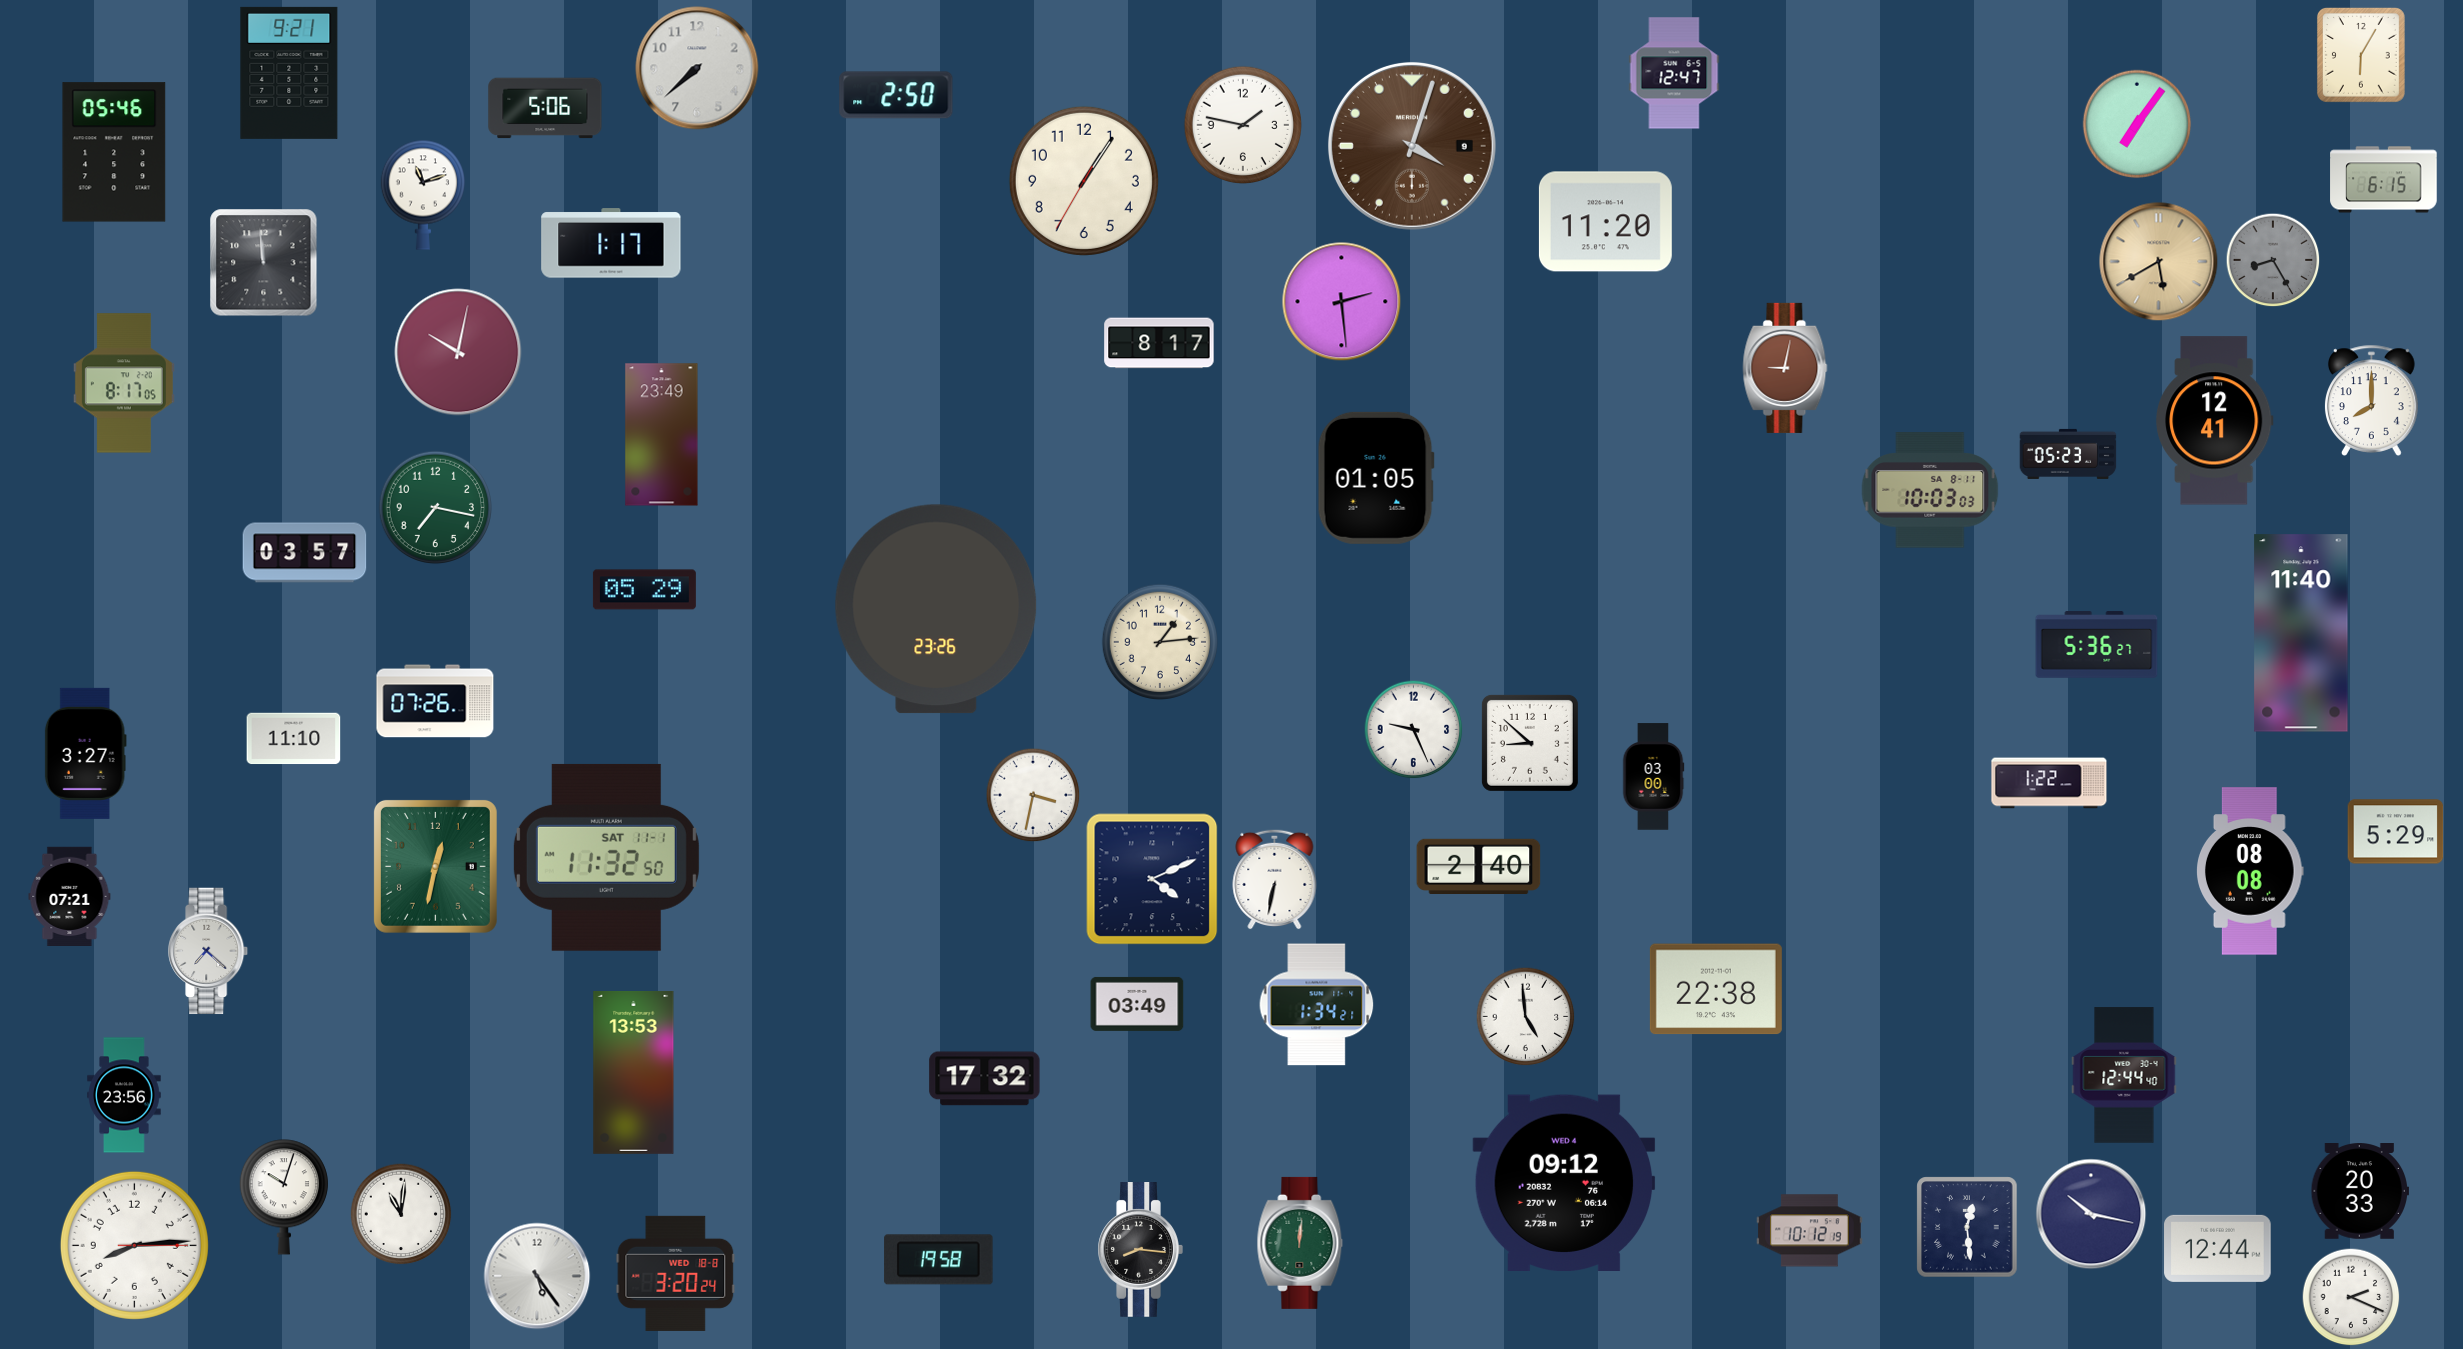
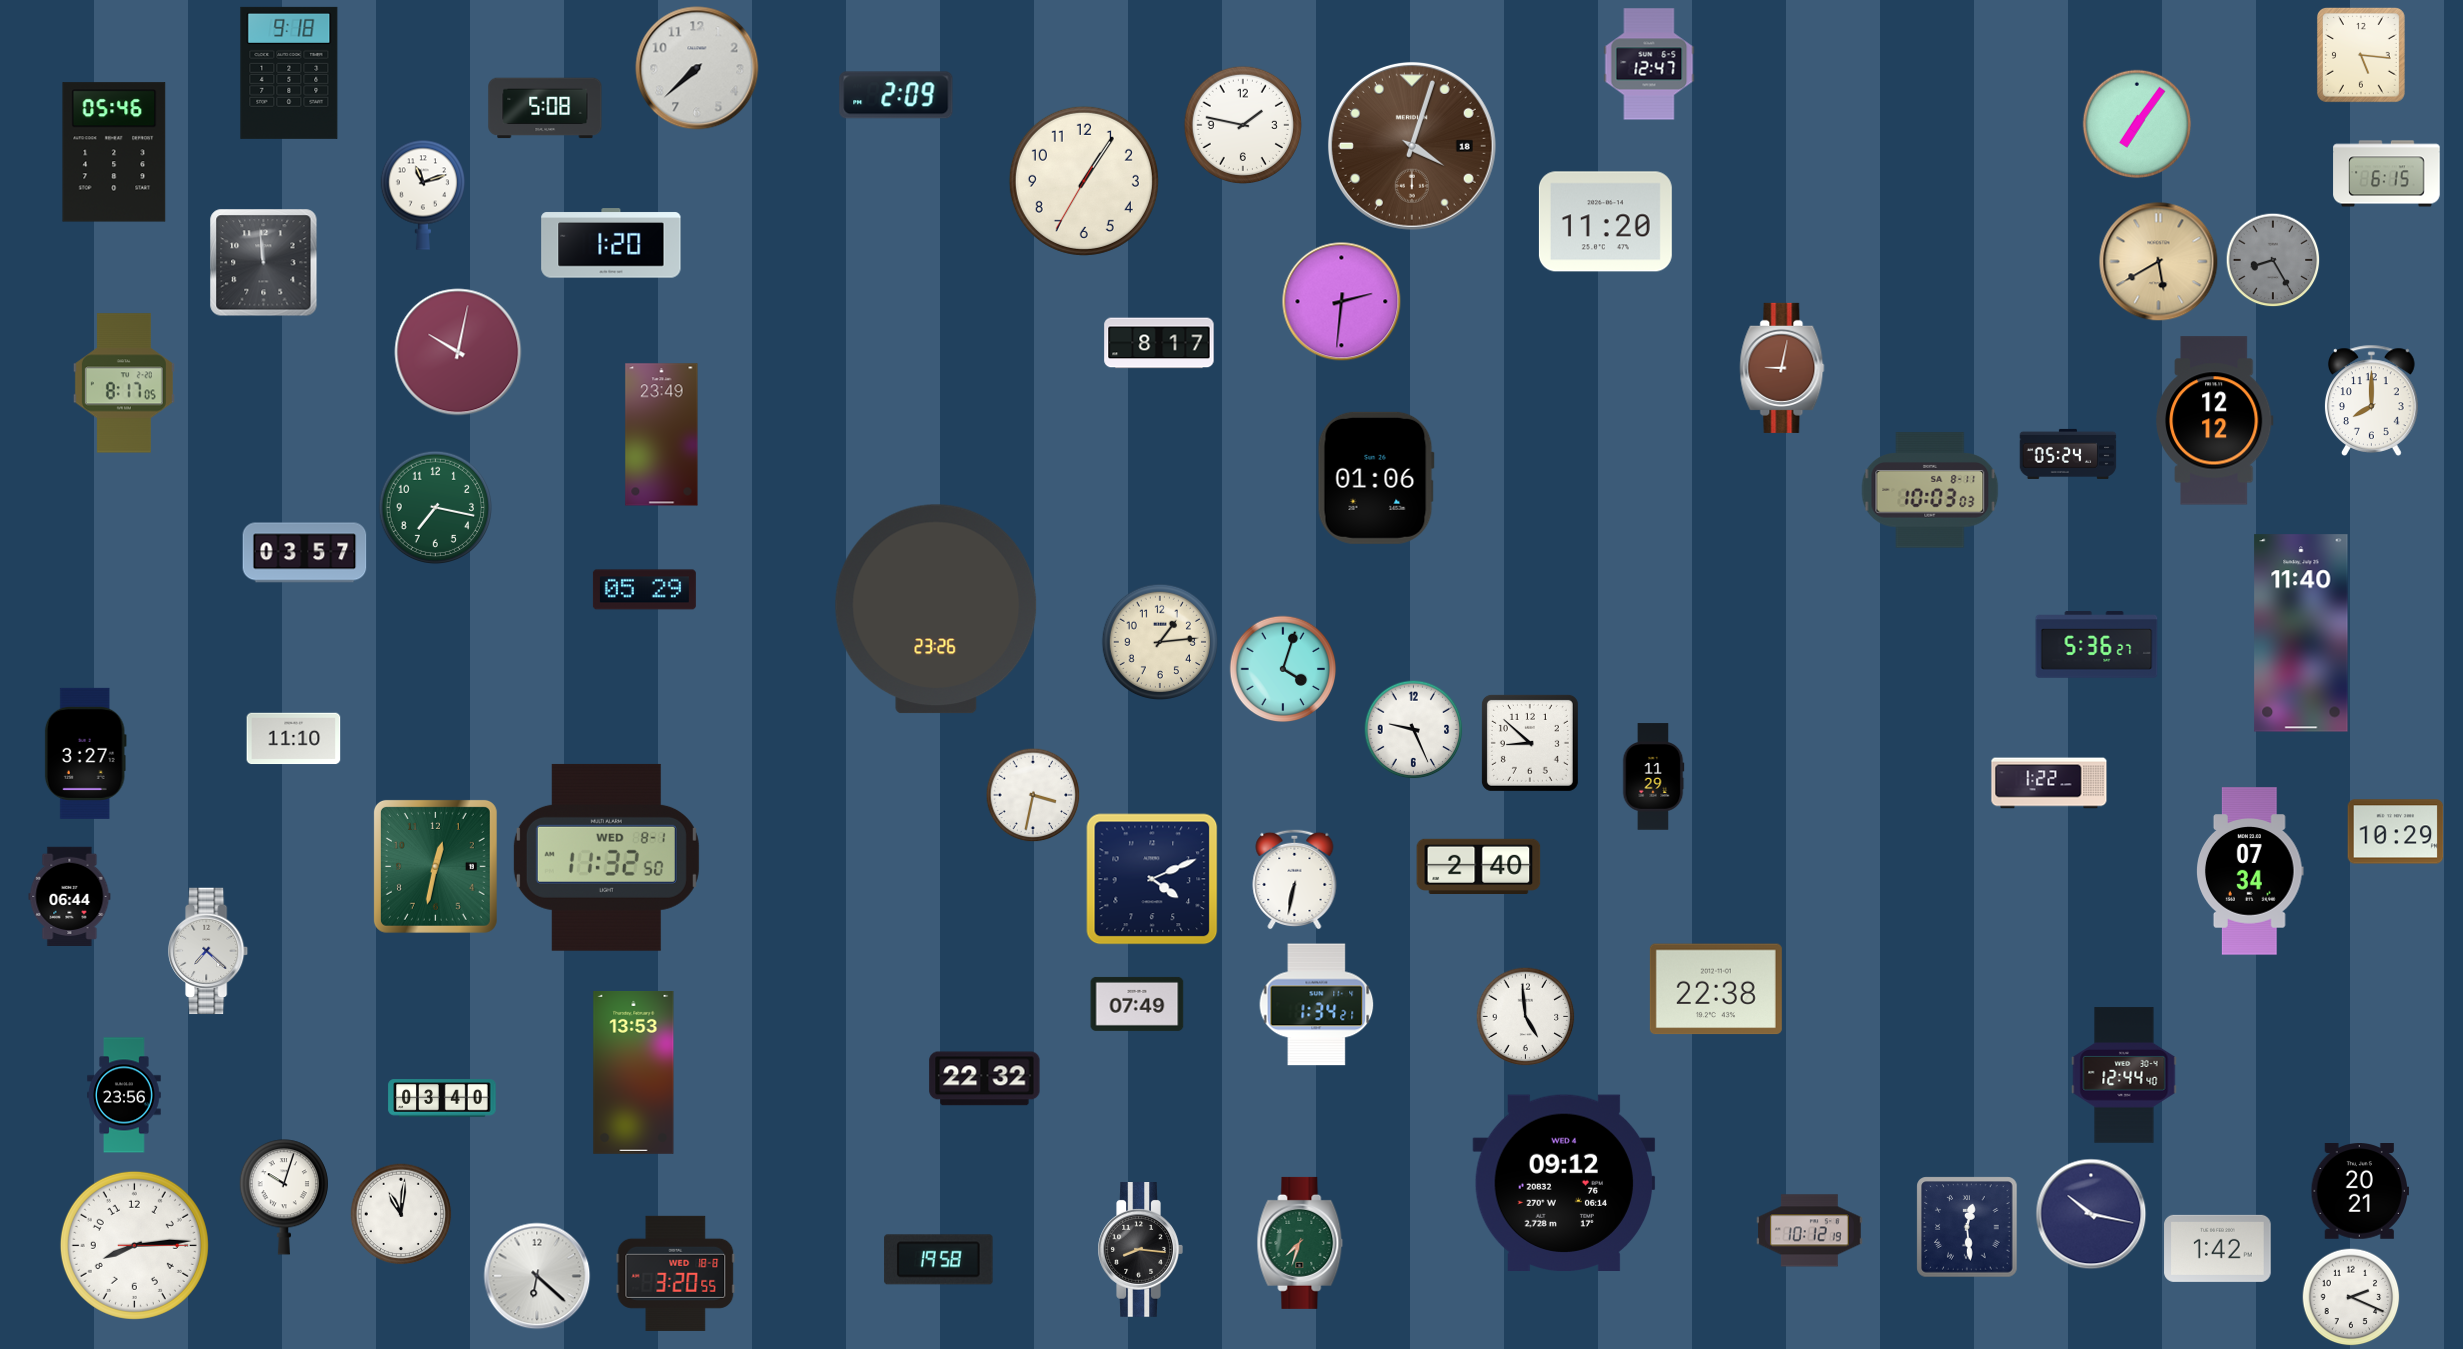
clock at (2361, 55): 6:05 -> 5:16
clock at (289, 73): 9:21 -> 9:18
clock at (1674, 73) position: (1674, 73) -> (1649, 64)
clock at (896, 95): 2:50 -> 2:09
clock at (545, 108): 5:06 -> 5:08
clock at (1412, 146) date: 9 -> 18
clock at (2384, 180) position: (2384, 180) -> (2387, 174)
clock at (611, 243): 1:17 -> 1:20
clock at (1342, 302): 2:29 -> 2:31
clock at (1785, 368) position: (1785, 368) -> (1782, 368)
clock at (2215, 421): 12:41 -> 12:12
clock at (2068, 454): 05:23 -> 05:24
clock at (1376, 478): 01:05 -> 01:06
clock at (1283, 669): none -> 4:03
clock at (435, 701): 07:26 -> none
clock at (1653, 777): 03:00 -> 11:29
clock at (2396, 832): 5:29 -> 10:29
clock at (606, 857) date: SAT 11-1 -> WED 8-1
clock at (2251, 871): 08:08 -> 07:34
clock at (1275, 879) position: (1275, 879) -> (1295, 879)
clock at (70, 896): 07:21 -> 06:44
clock at (1137, 1004): 03:49 -> 07:49
clock at (985, 1079): 17:32 -> 22:32
clock at (442, 1098): none -> 03:40
clock at (2360, 1192): 20:33 -> 20:21
clock at (1300, 1243): 12:01 -> 7:33
clock at (2218, 1248): 12:44 -> 1:42
clock at (676, 1273): 3:20:24 -> 3:20:55
clock at (537, 1276): 5:24 -> 6:22
